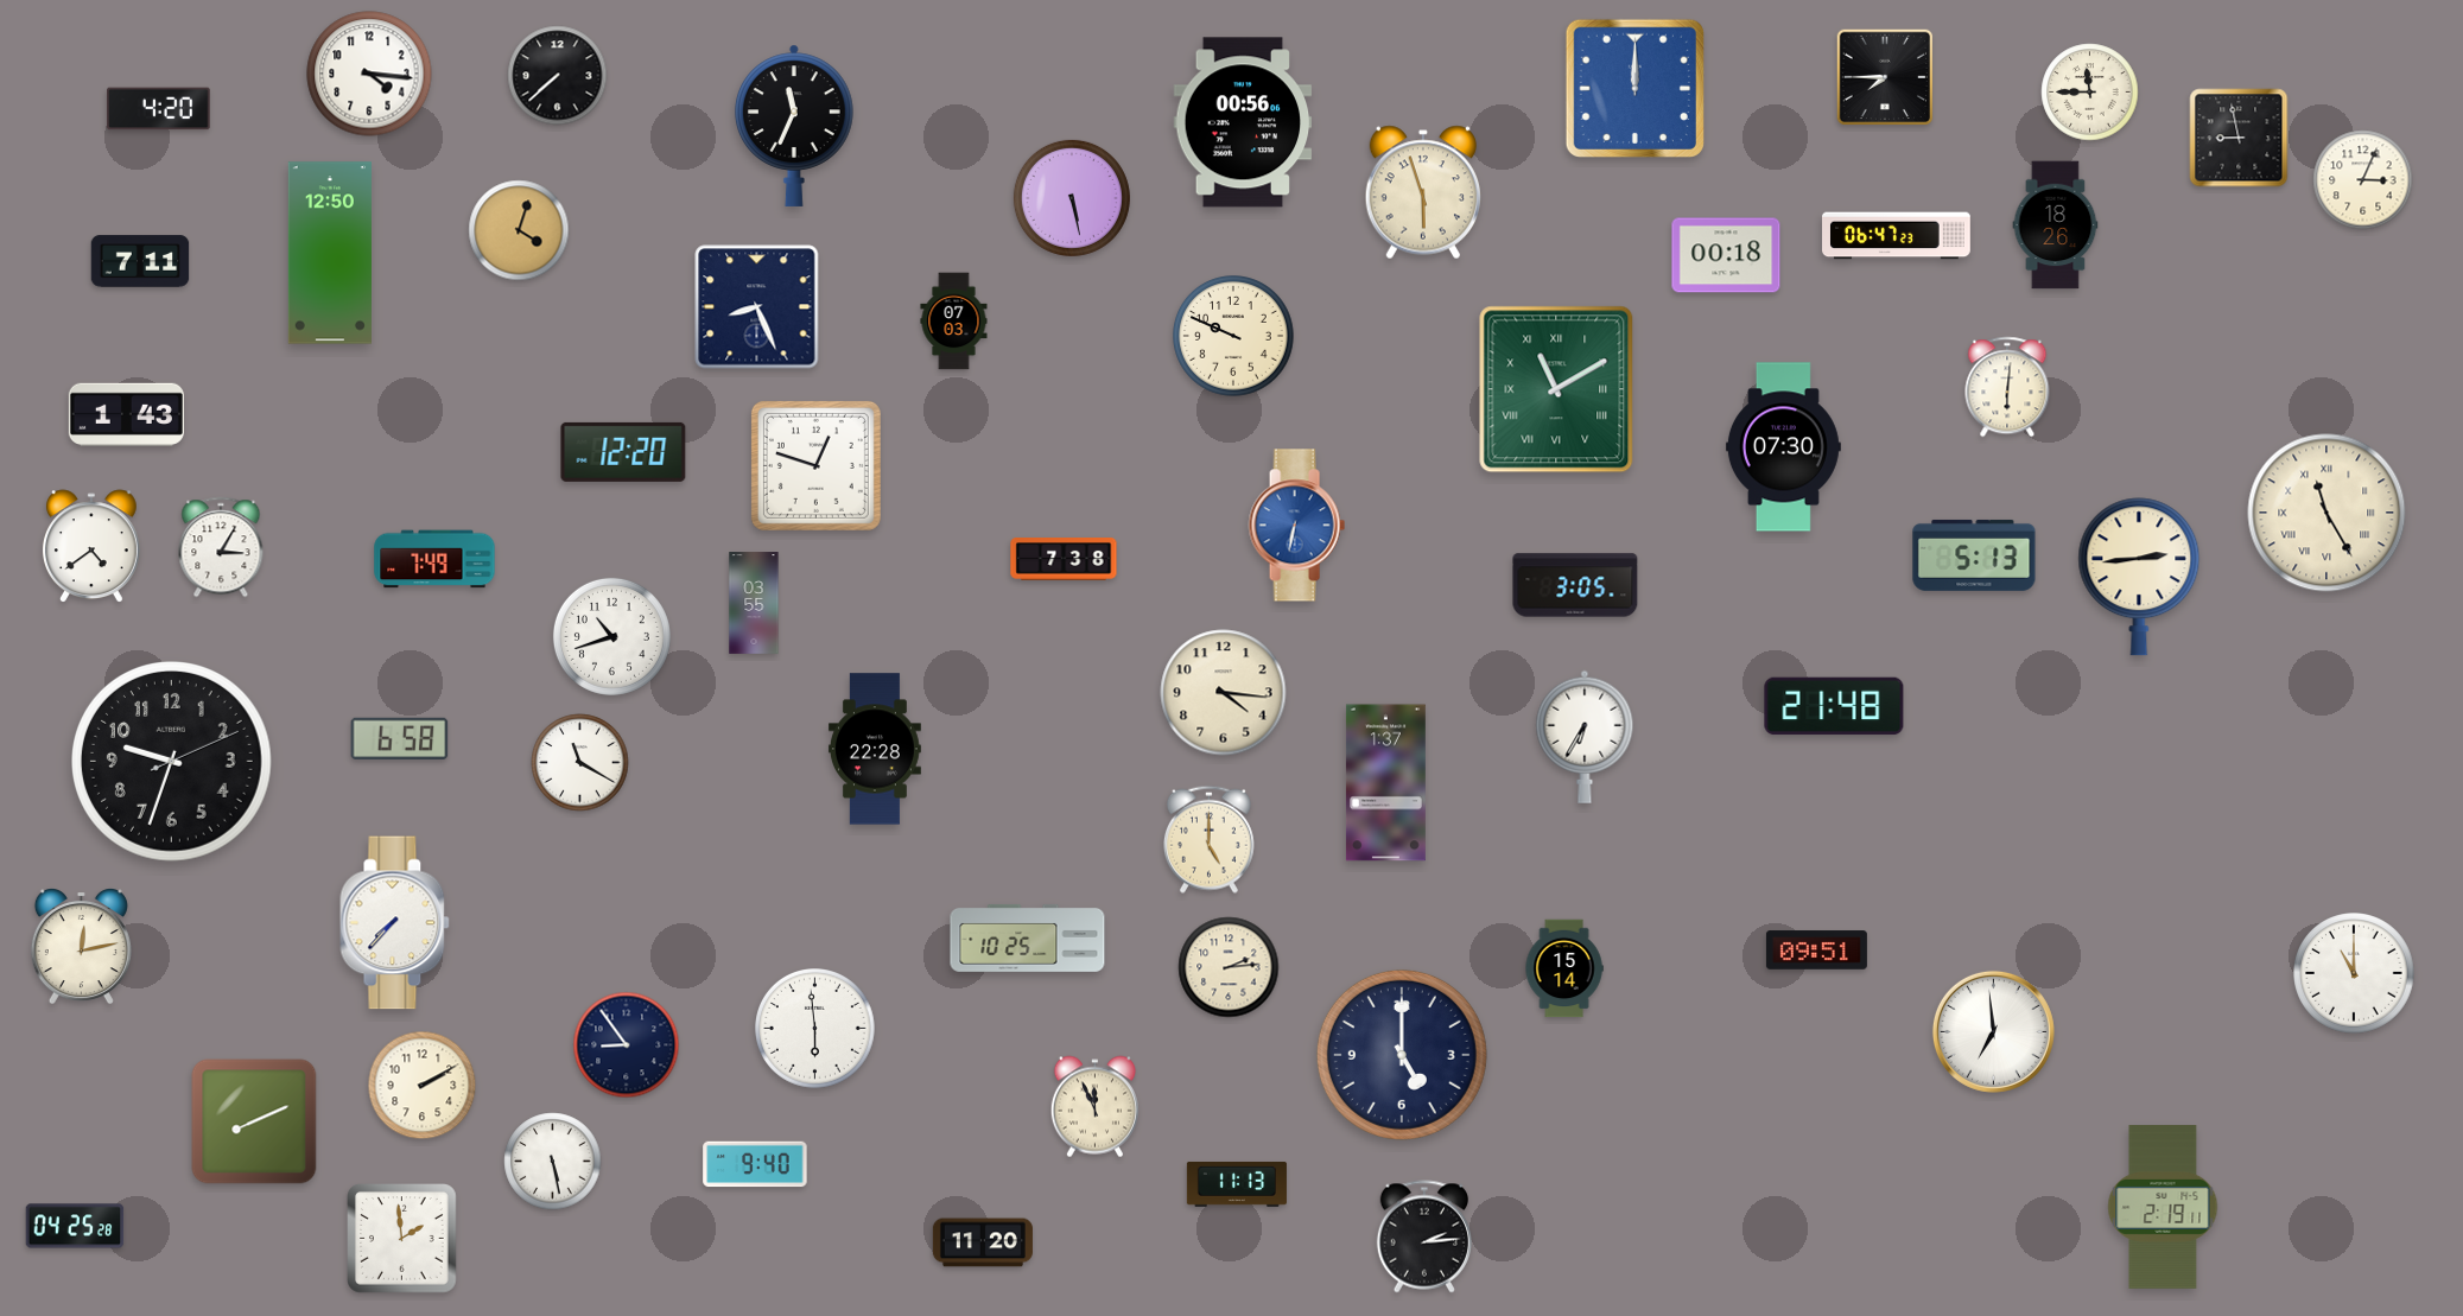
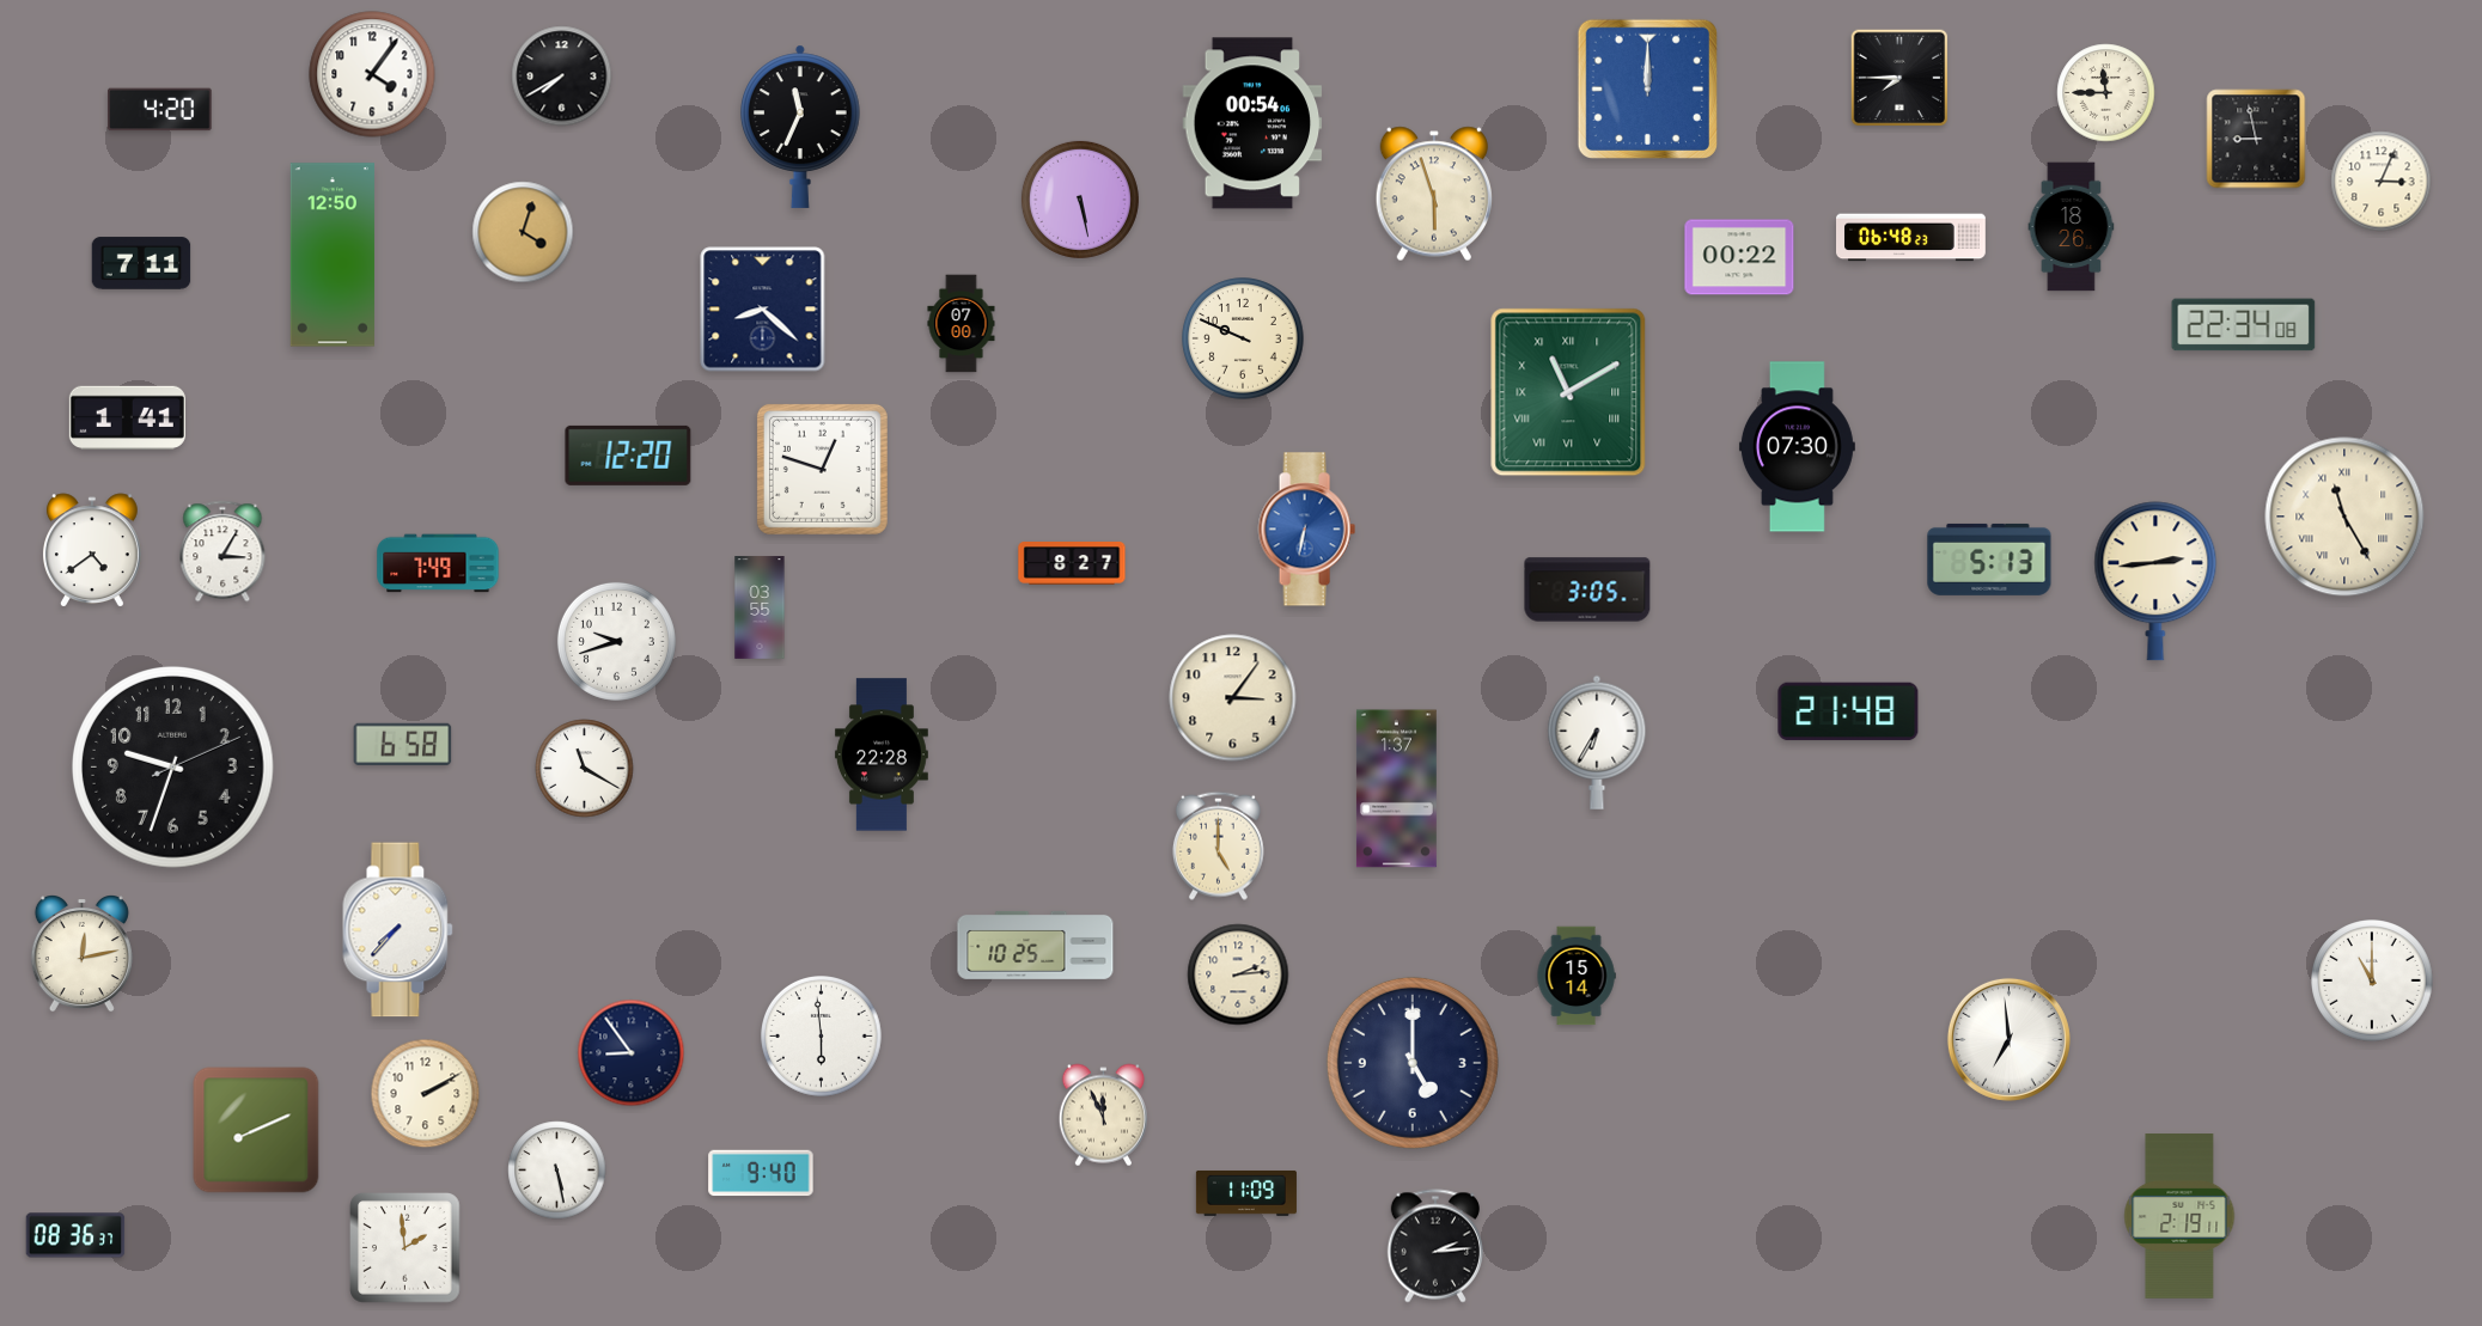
clock at (369, 74): 4:16 -> 4:06
clock at (558, 76): 7:38 -> 7:40
clock at (1243, 122): 00:56 -> 00:54
clock at (1897, 236): 06:47 -> 06:48
clock at (1726, 255): 00:18 -> 00:22
clock at (757, 307): 8:26 -> 8:22
clock at (954, 322): 07:03 -> 07:00
clock at (2244, 325): none -> 22:34
clock at (2007, 387): 6:01 -> none
clock at (126, 414): 1:43 -> 1:41
clock at (1783, 447) position: (1783, 447) -> (1797, 447)
clock at (1064, 560): 7:38 -> 8:27
clock at (611, 636): 10:42 -> 9:42
clock at (1224, 693): 4:16 -> 3:06
clock at (1816, 951): 09:51 -> none
clock at (1237, 1184): 11:13 -> 11:09
clock at (75, 1226): 04:25 -> 08:36
clock at (983, 1242): 11:20 -> none
